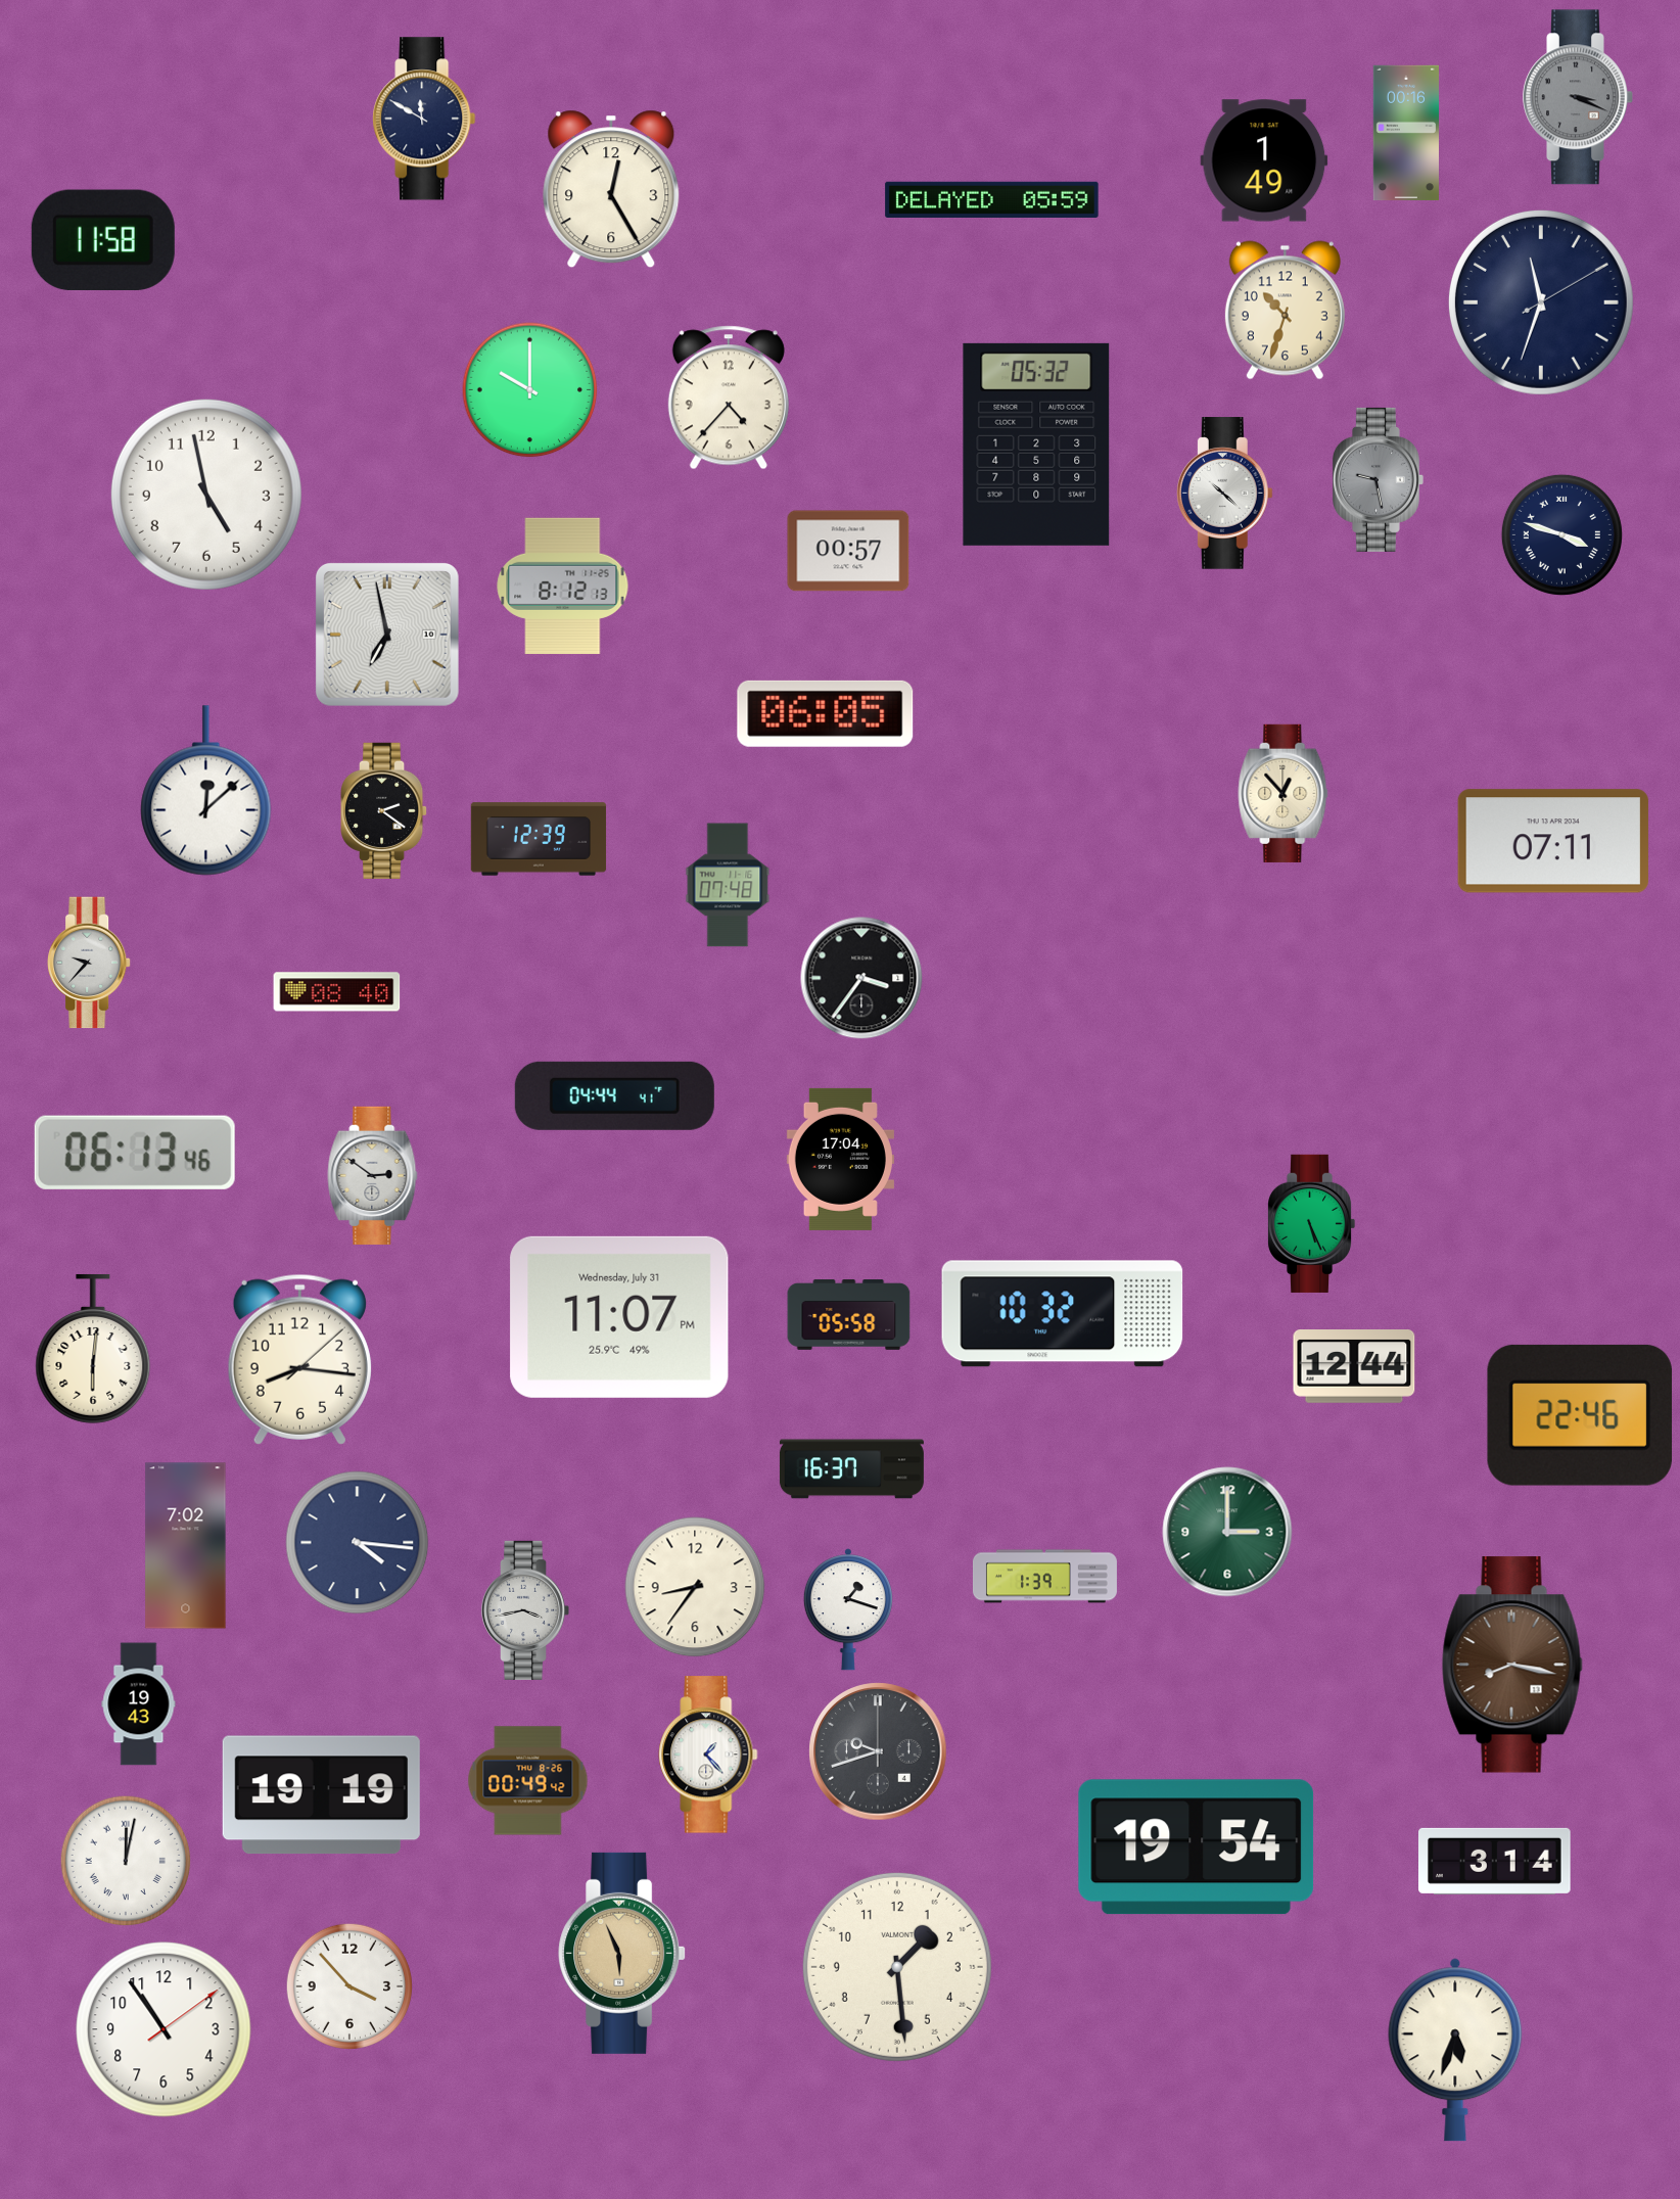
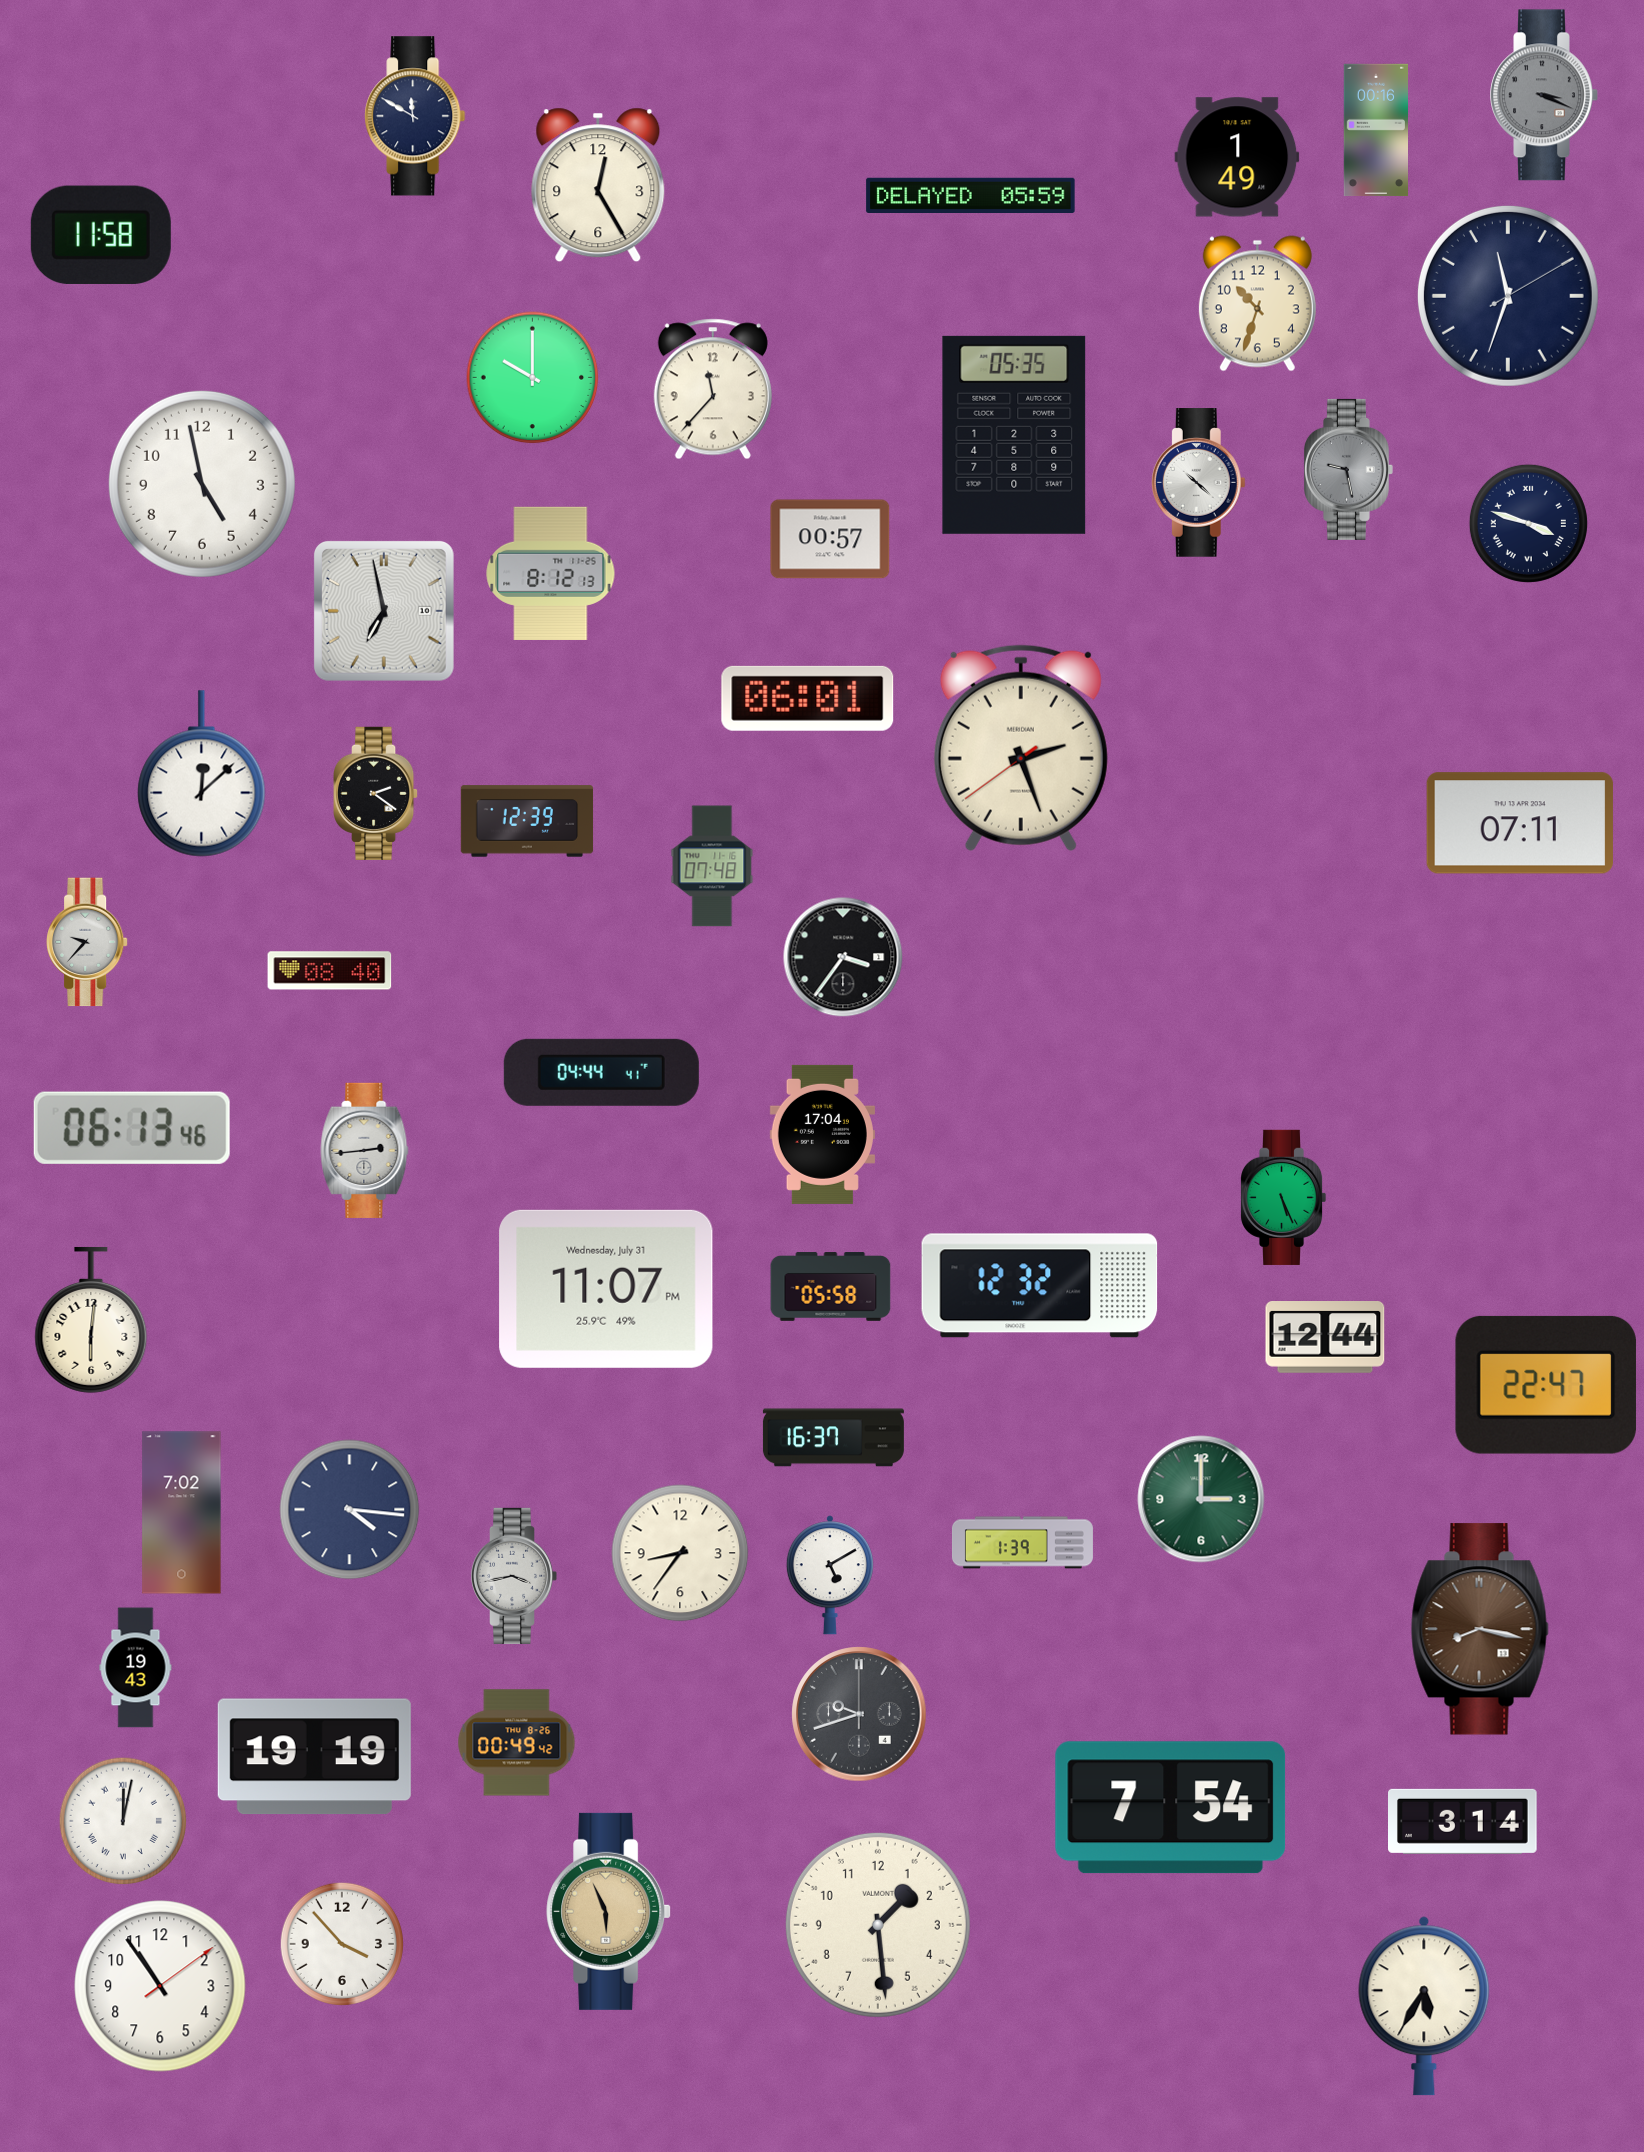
clock at (530, 390) position: (530, 390) -> (533, 378)
clock at (729, 397): 4:37 -> 11:37
clock at (1036, 445): 05:32 -> 05:35
clock at (387, 635) position: (387, 635) -> (384, 611)
clock at (826, 713): 06:05 -> 06:01
clock at (1021, 748): none -> 2:26
clock at (1284, 793): 12:53 -> none
clock at (373, 1175): 2:51 -> 2:44
clock at (1063, 1314): 10:32 -> 12:32
clock at (299, 1359): 8:16 -> none
clock at (1580, 1415): 22:46 -> 22:47
clock at (848, 1609): 1:18 -> 5:10
clock at (708, 1754): 1:23 -> none
clock at (1197, 1847): 19:54 -> 7:54
clock at (1455, 2050): 5:33 -> 5:35
